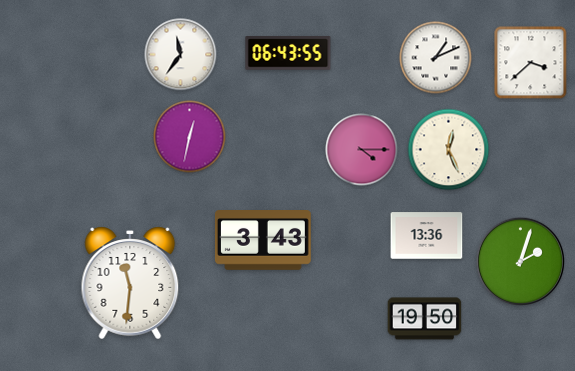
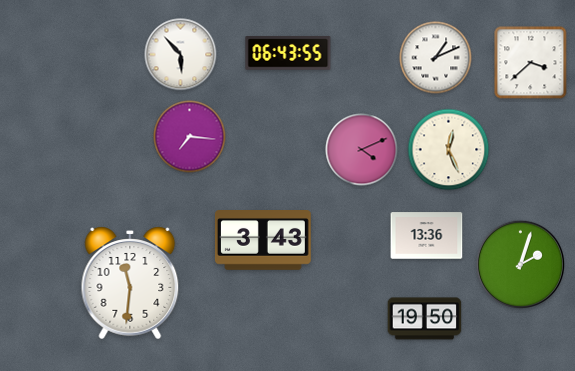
clock at (181, 55): 11:36 -> 5:53
clock at (190, 137): 12:32 -> 7:16
clock at (362, 150): 4:15 -> 4:11
clock at (520, 261) position: (520, 261) -> (520, 264)
